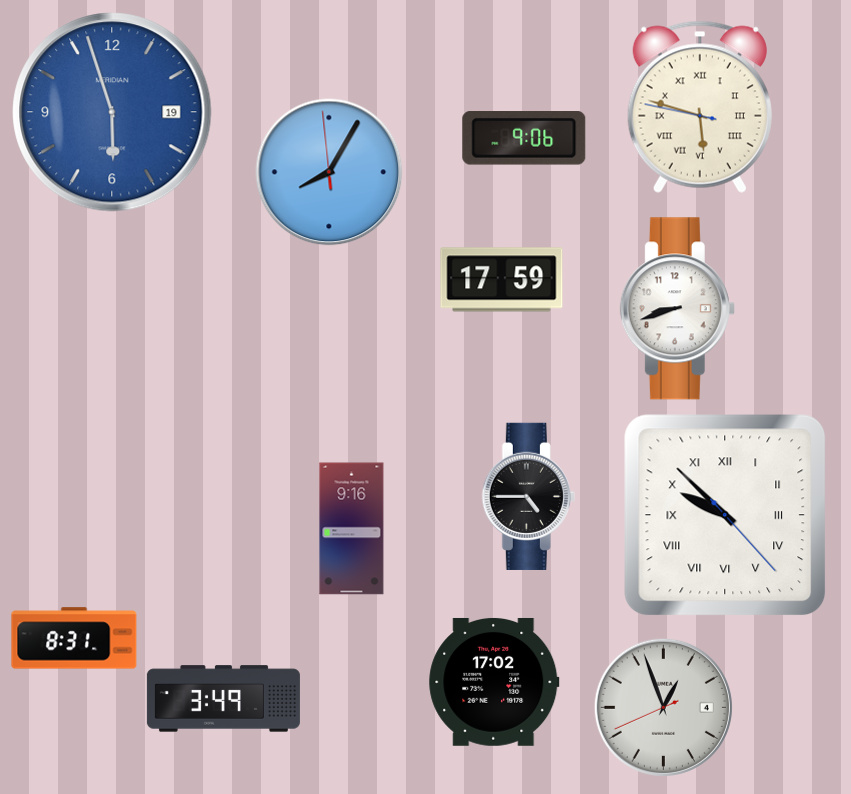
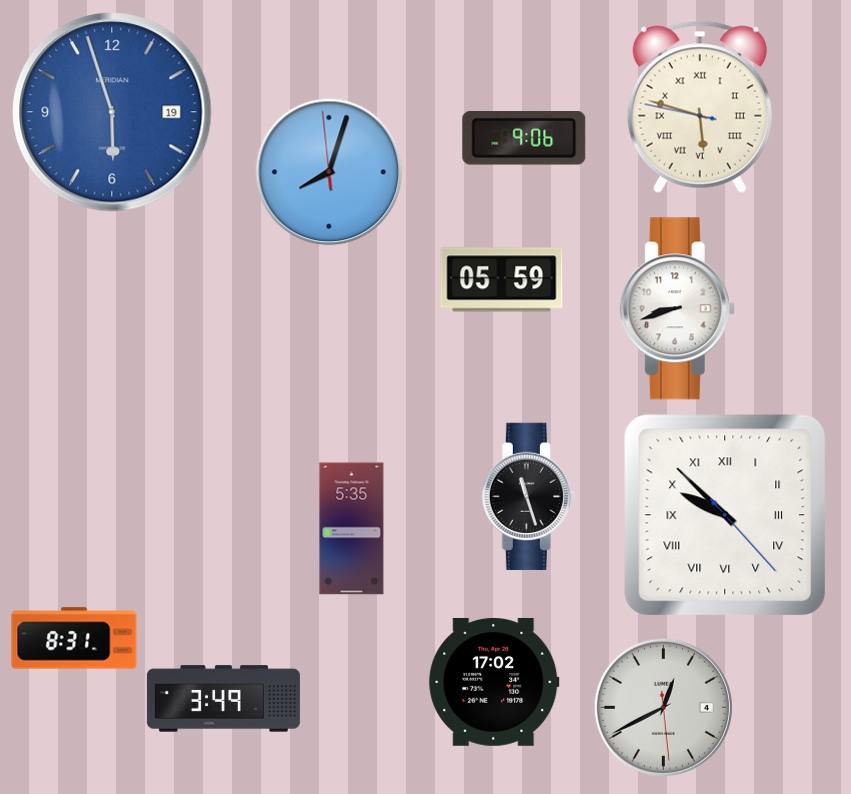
clock at (329, 172): 8:04 -> 8:02
clock at (502, 280): 17:59 -> 05:59
clock at (528, 496): 4:45 -> 11:27
clock at (352, 529): 9:16 -> 5:35
clock at (663, 707): 12:56 -> 12:40
